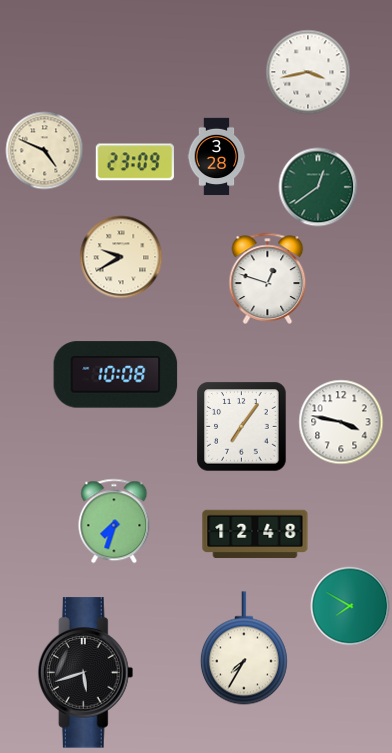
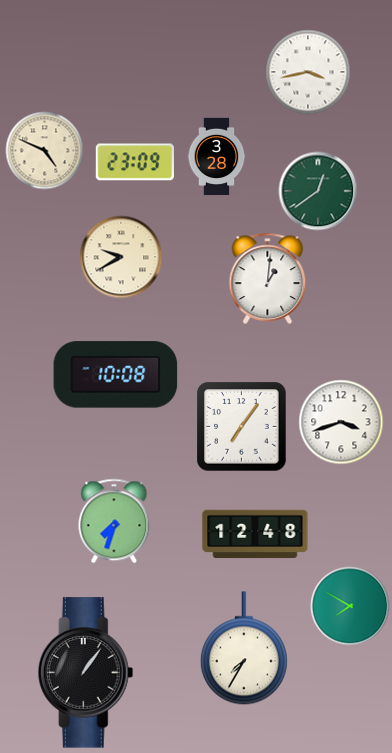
clock at (318, 187) position: (318, 187) -> (318, 191)
clock at (268, 278): 12:48 -> 1:01
clock at (341, 422): 3:47 -> 3:42
clock at (86, 673): 5:42 -> 1:06
